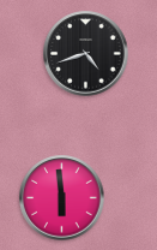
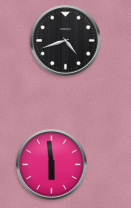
clock at (86, 54) position: (86, 54) -> (66, 41)
